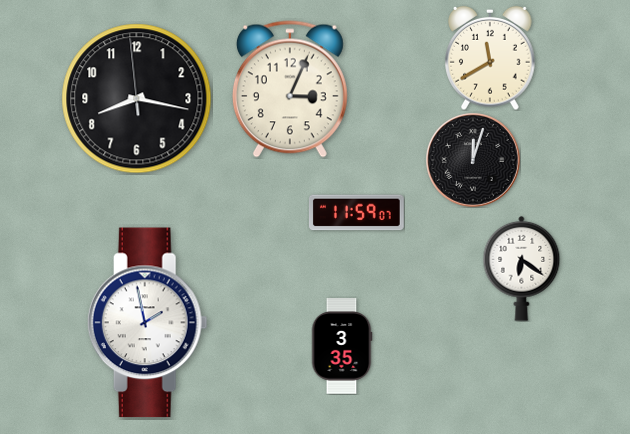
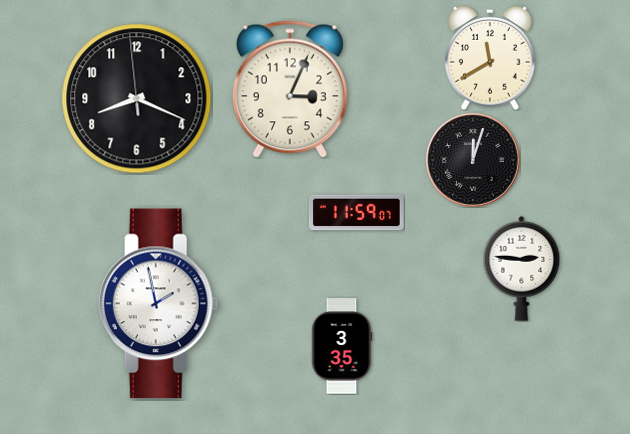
clock at (137, 99): 8:16 -> 8:18
clock at (522, 268): 6:21 -> 2:46
clock at (147, 323) position: (147, 323) -> (158, 304)
